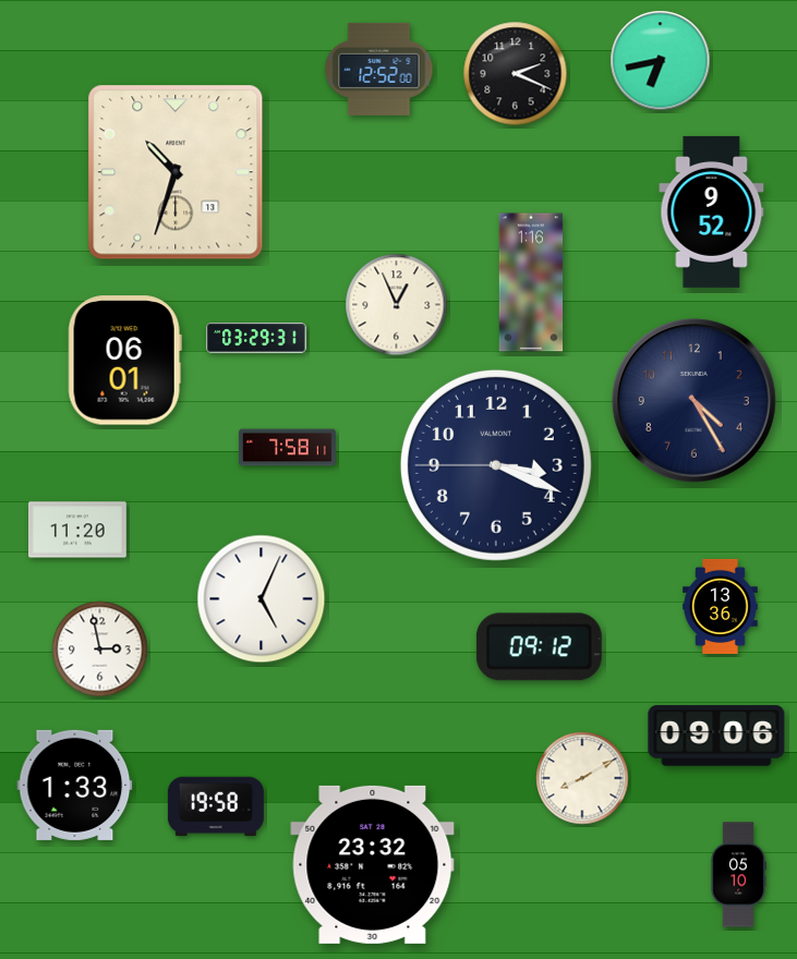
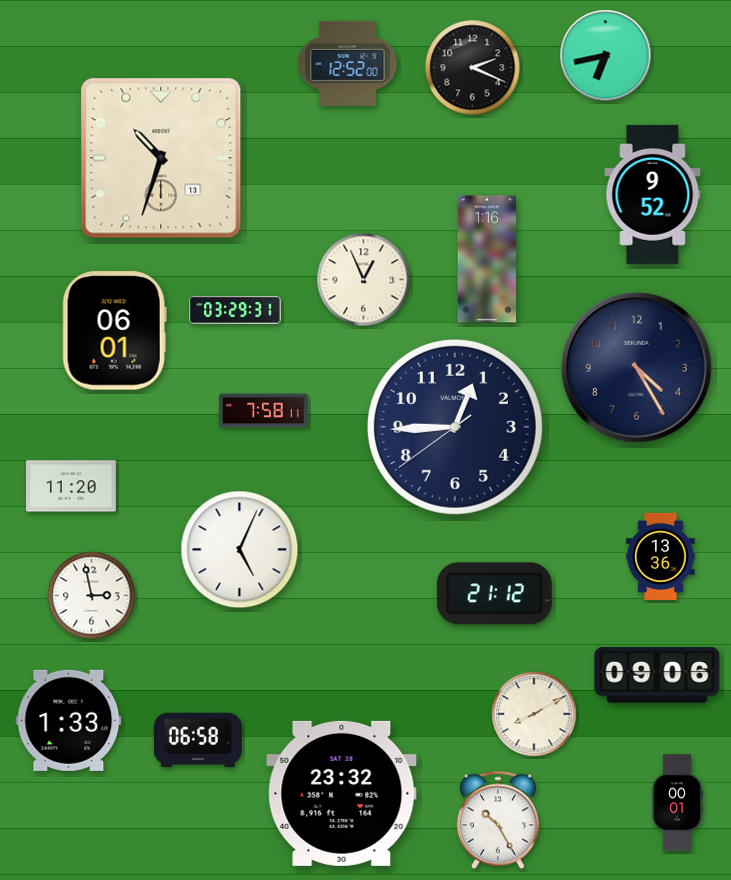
clock at (496, 465): 3:18 -> 12:44
clock at (539, 647): 09:12 -> 21:12
clock at (216, 806): 19:58 -> 06:58
clock at (738, 875): 05:10 -> 00:01
clock at (498, 820): none -> 10:25
